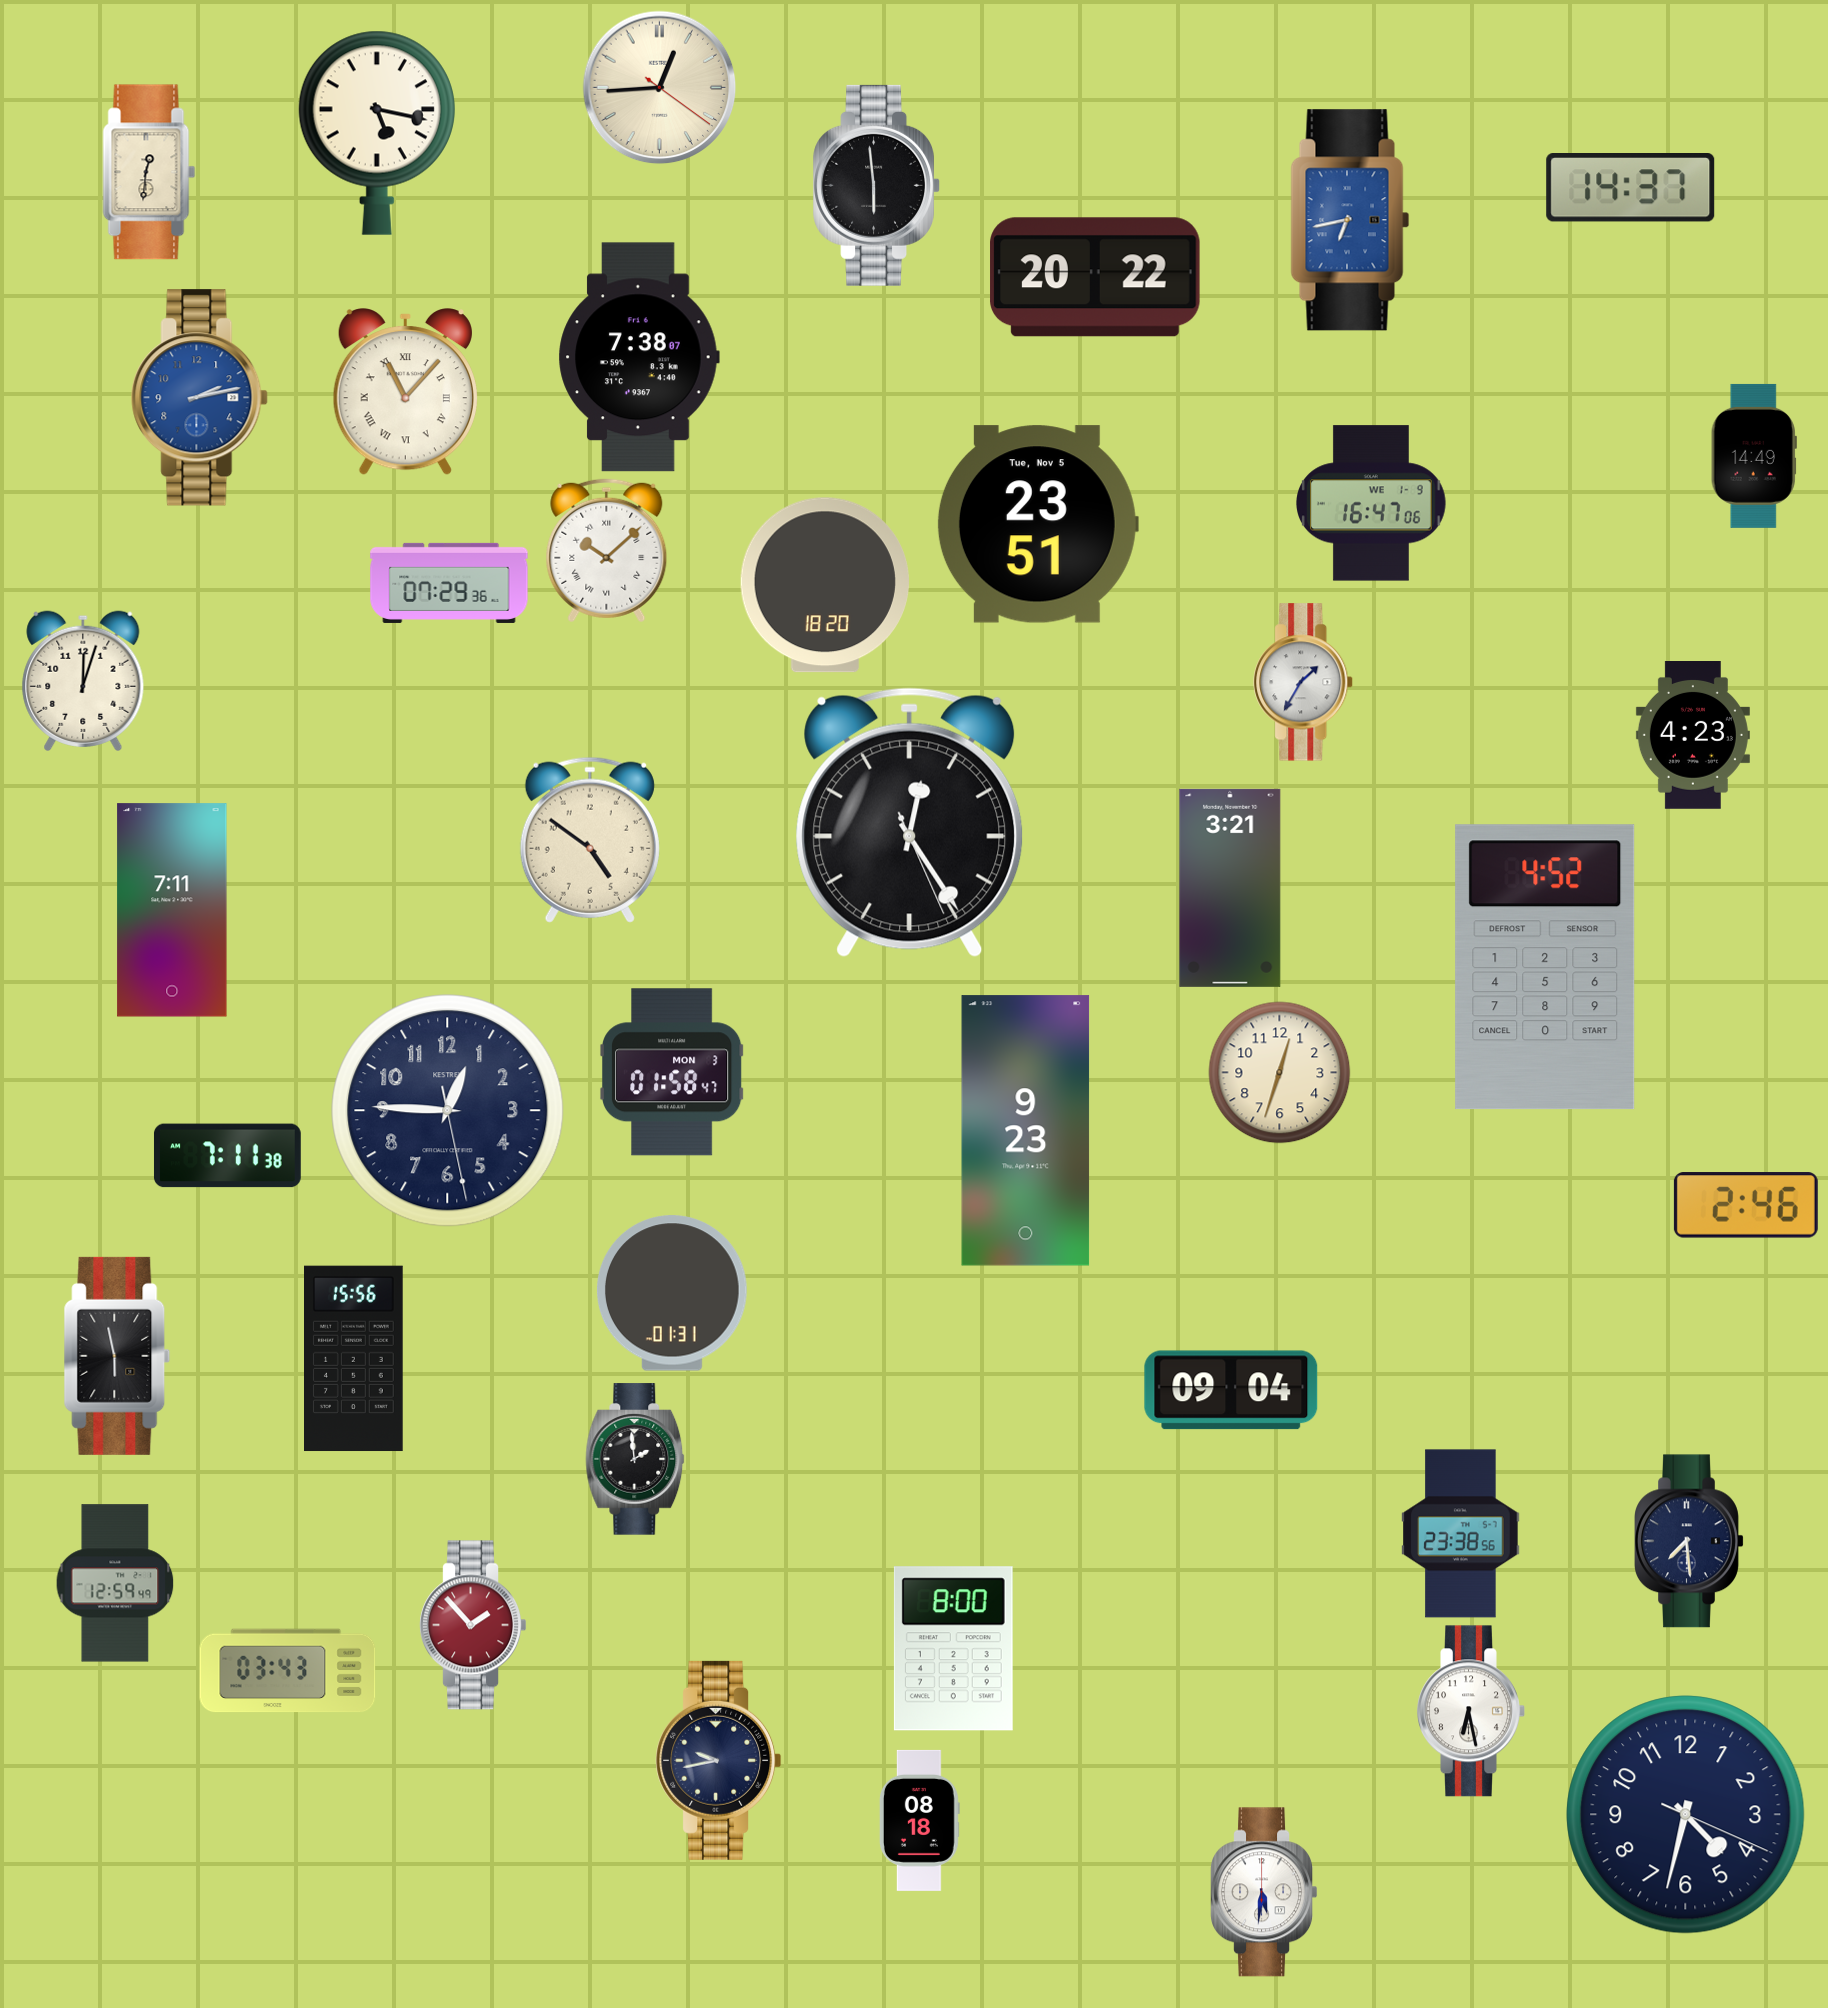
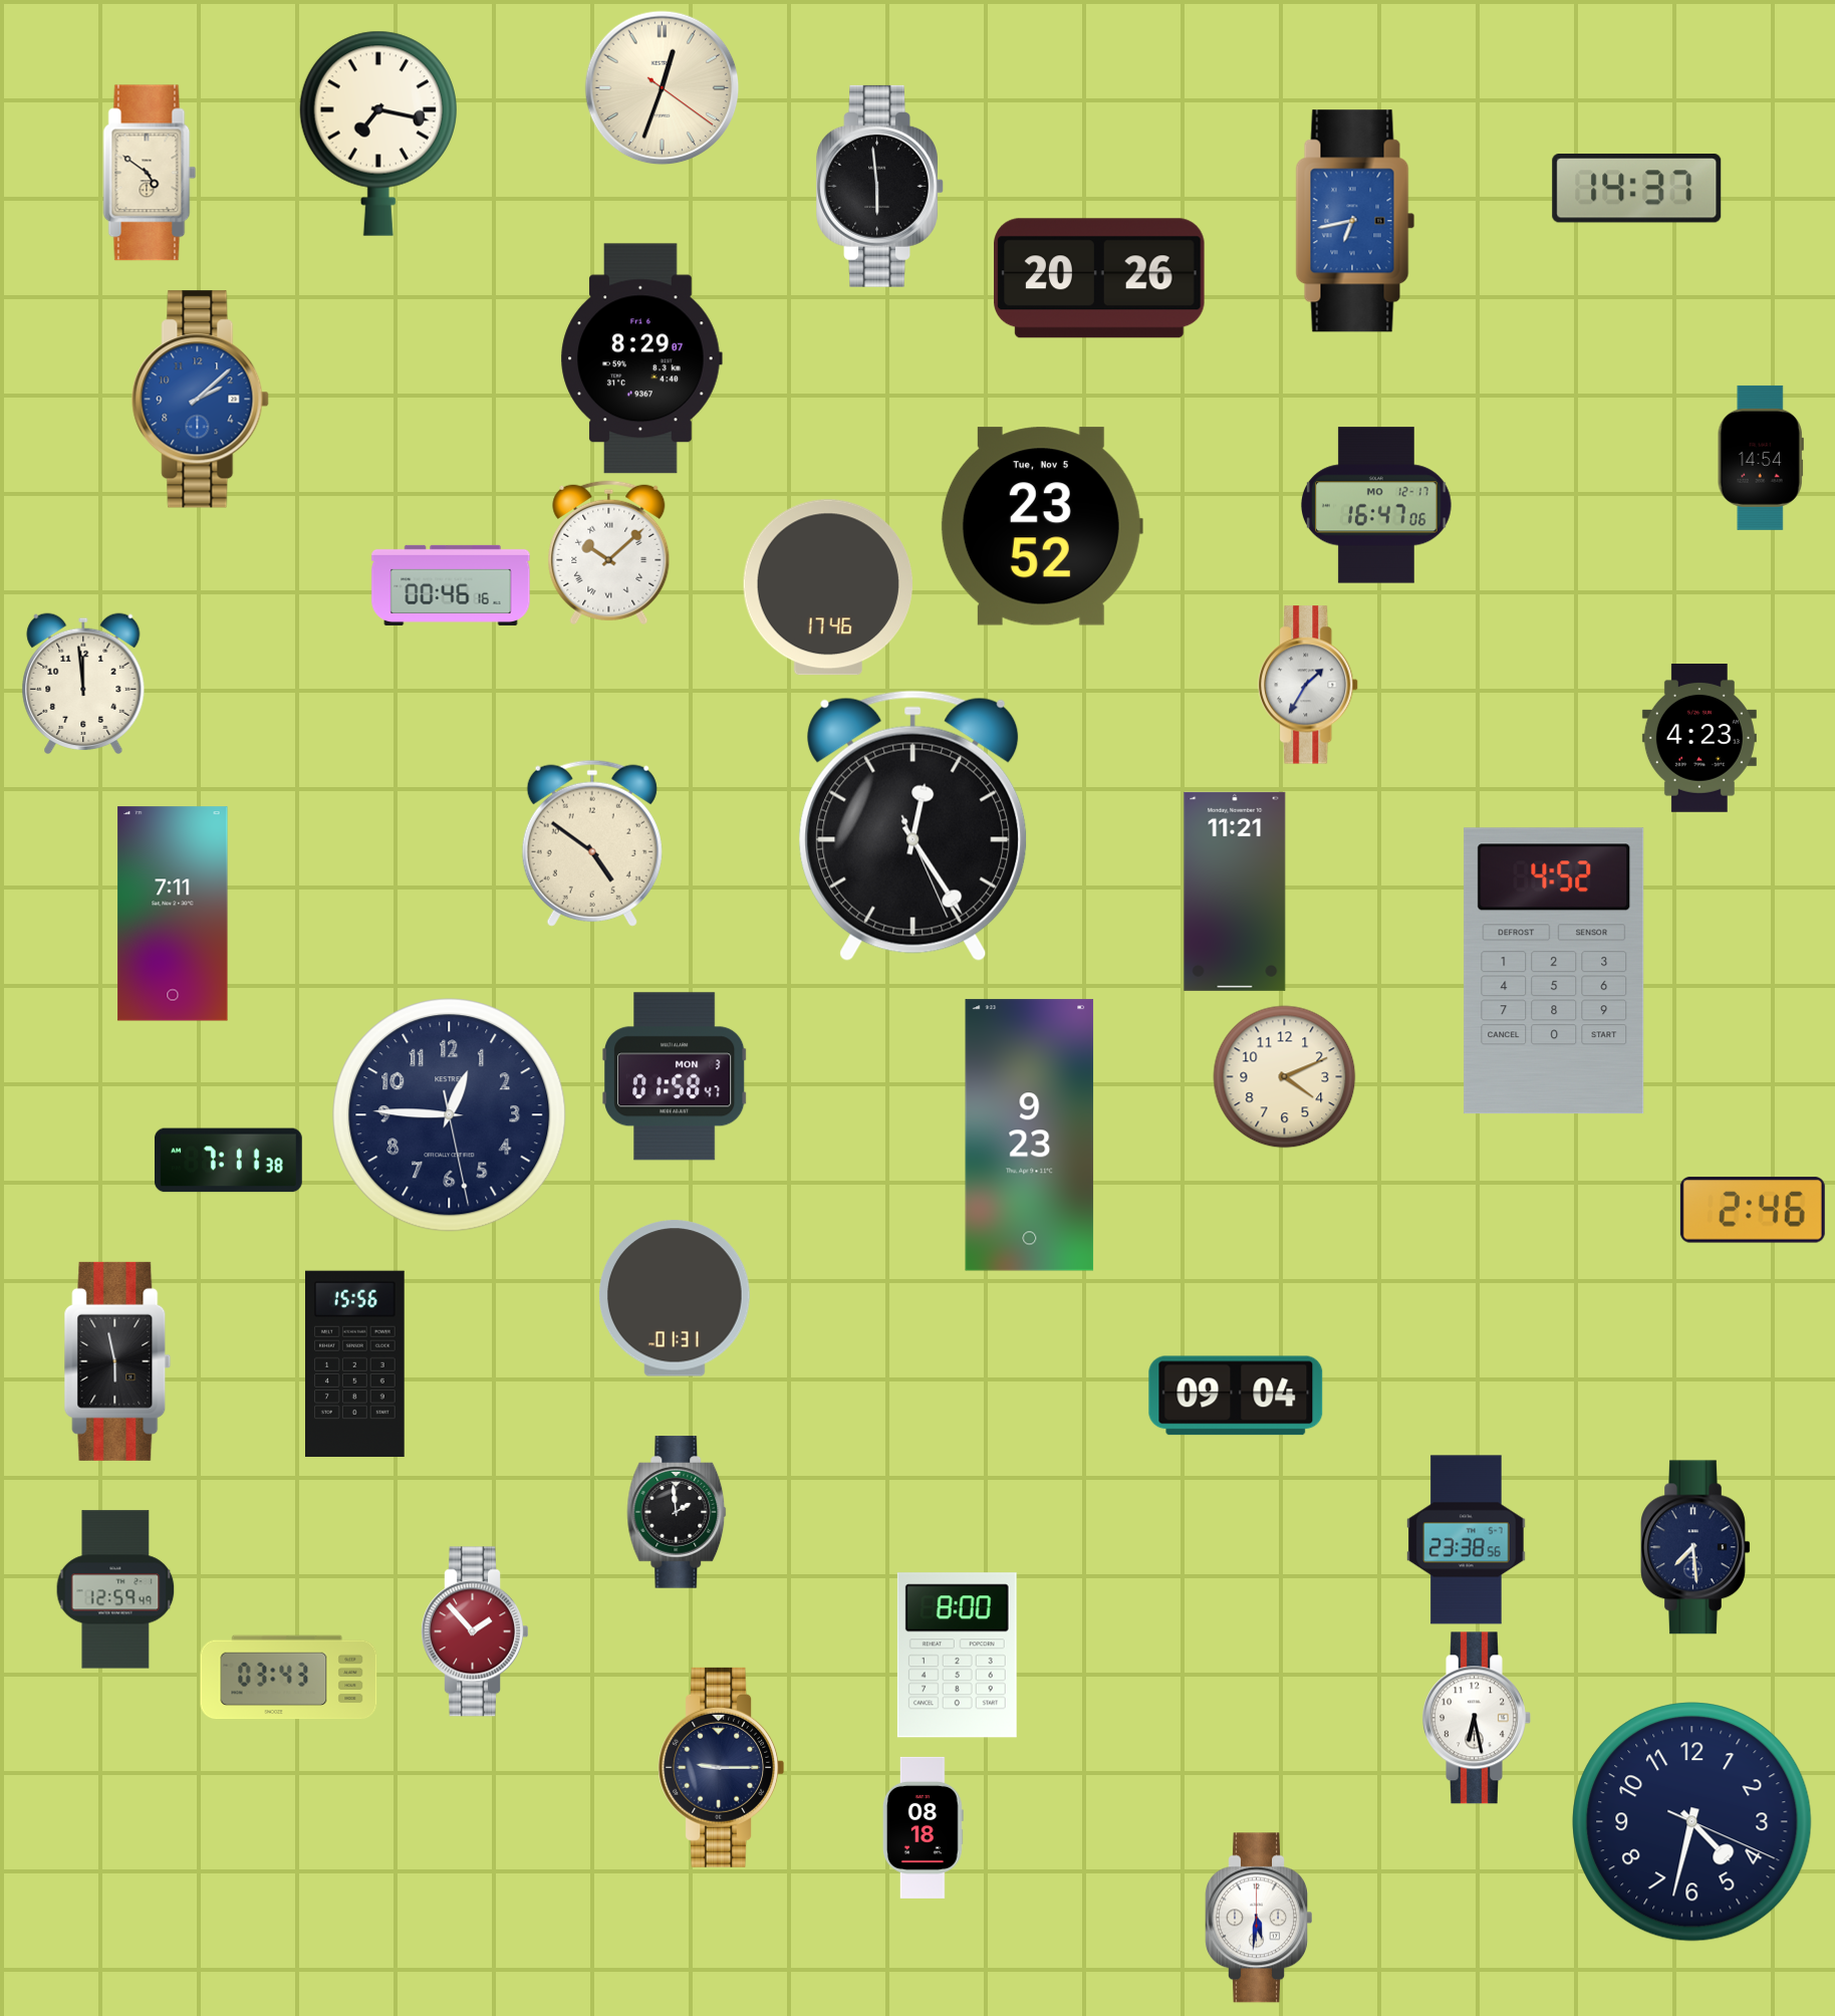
clock at (660, 88): 12:44 -> 12:33
clock at (377, 133): 5:17 -> 7:17
clock at (149, 172): 12:31 -> 4:51
clock at (1095, 277): 20:22 -> 20:26
clock at (639, 357): 7:38 -> 8:29
clock at (405, 392): 11:07 -> none
clock at (200, 398): 2:13 -> 2:08
clock at (1754, 456): 14:49 -> 14:54
clock at (1372, 503) date: WE 1-9 -> MO 12-17
clock at (1038, 524): 23:51 -> 23:52
clock at (449, 583): 07:29 -> 00:46
clock at (825, 585): 18:20 -> 17:46
clock at (83, 681): 12:03 -> 11:59
clock at (1230, 888): 3:21 -> 11:21
clock at (1545, 967) position: (1545, 967) -> (1554, 971)
clock at (1280, 1073): 12:33 -> 4:11
clock at (635, 1459) position: (635, 1459) -> (677, 1512)
clock at (719, 1760): 9:43 -> 9:15
clock at (1264, 1892) position: (1264, 1892) -> (1259, 1918)
